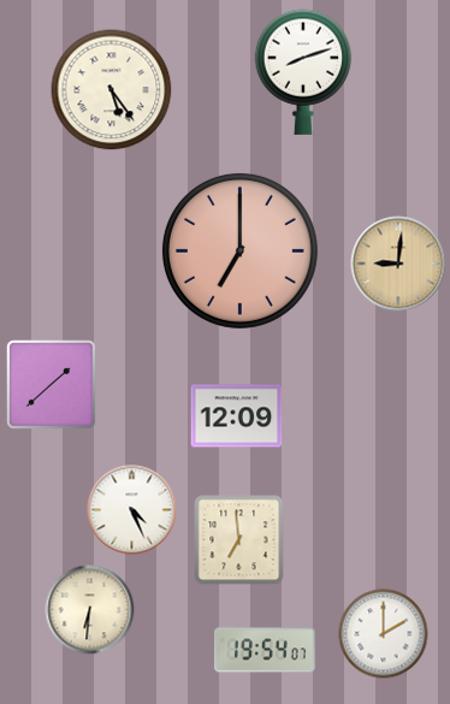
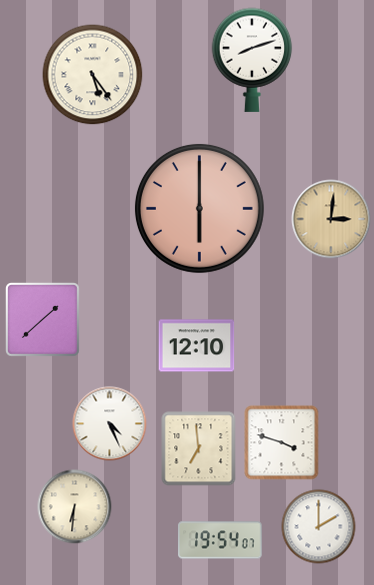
clock at (239, 250): 7:00 -> 6:00
clock at (398, 264): 9:01 -> 3:01
clock at (237, 416): 12:09 -> 12:10
clock at (282, 443): none -> 3:48
